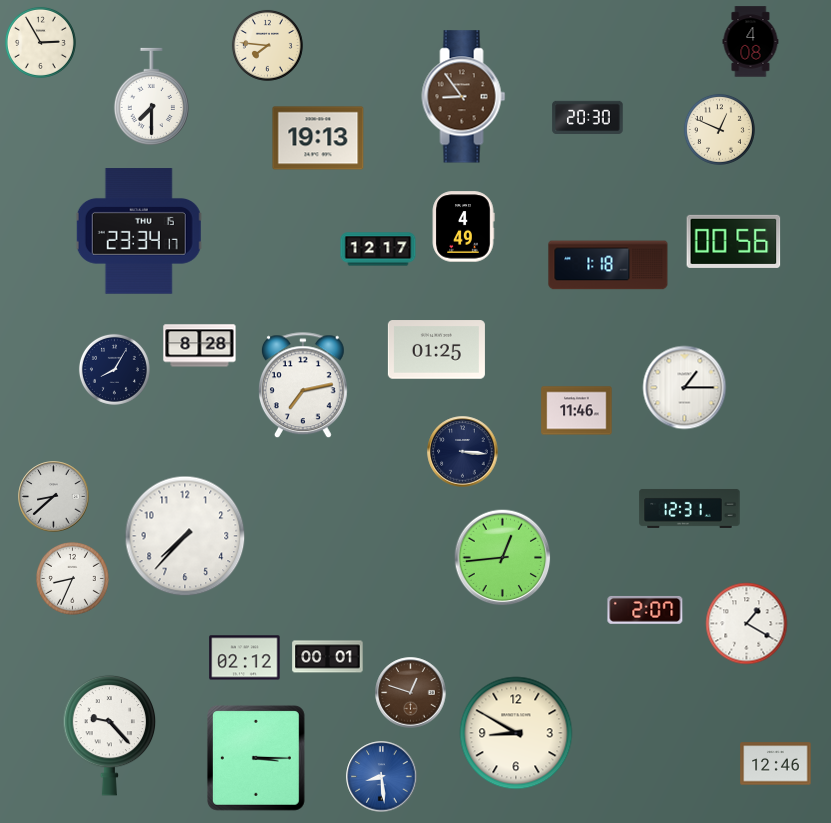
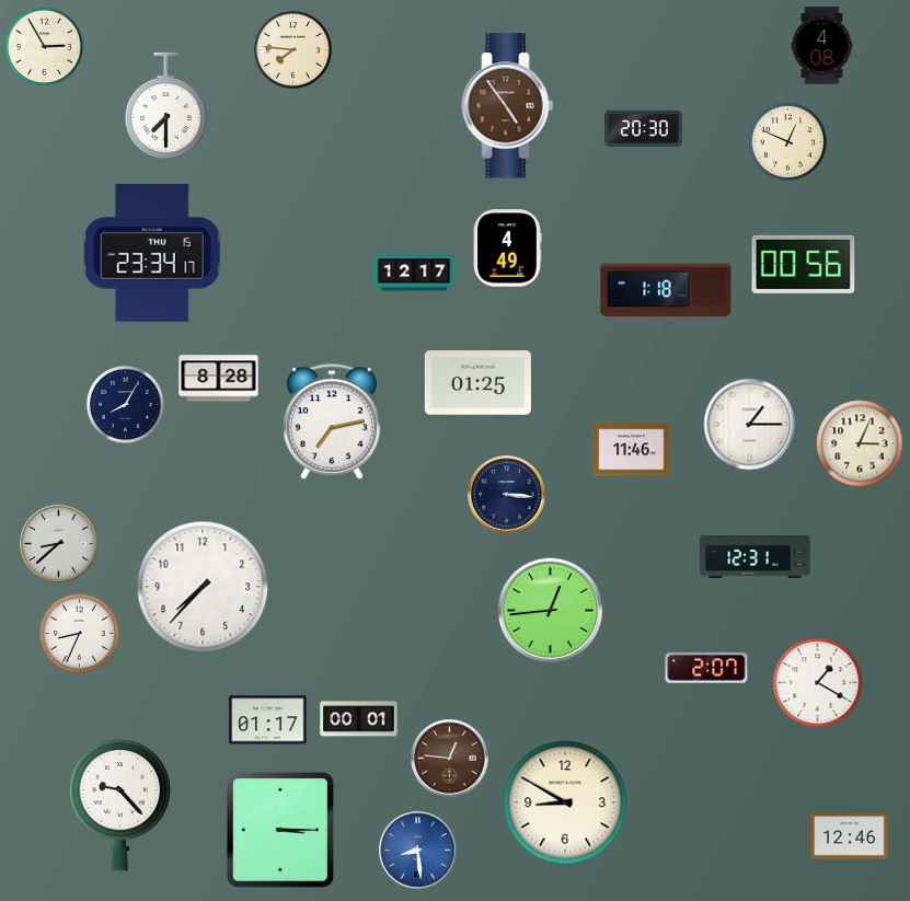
clock at (464, 97): 8:54 -> 4:54
clock at (318, 138): 19:13 -> none
clock at (860, 443): none -> 3:04
clock at (245, 658): 02:12 -> 01:17
clock at (411, 693): 12:48 -> 12:46
